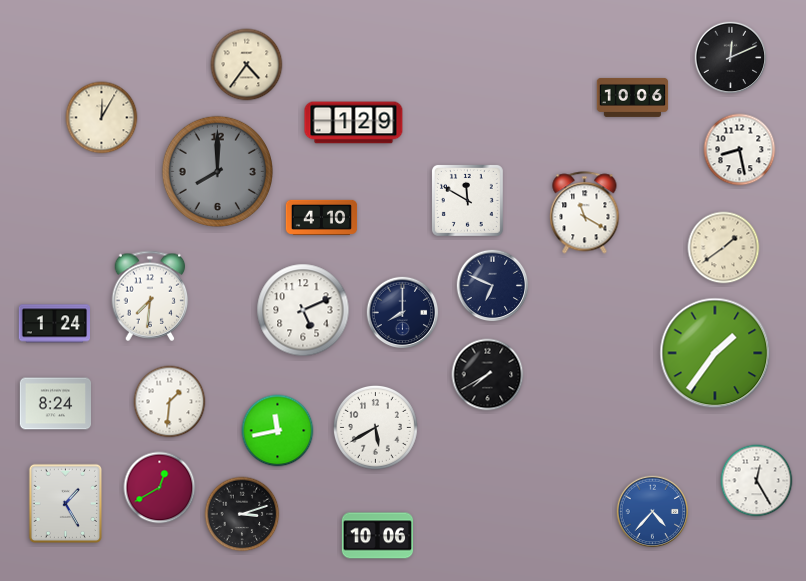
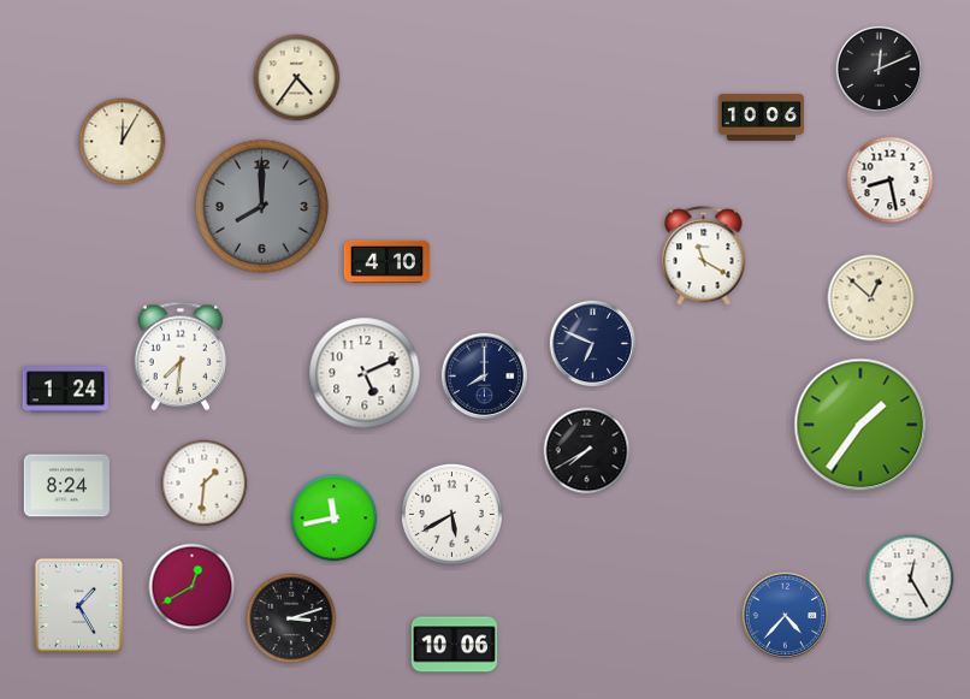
clock at (354, 123): 1:29 -> none
clock at (467, 200): 11:50 -> none
clock at (724, 248): 1:39 -> 12:52
